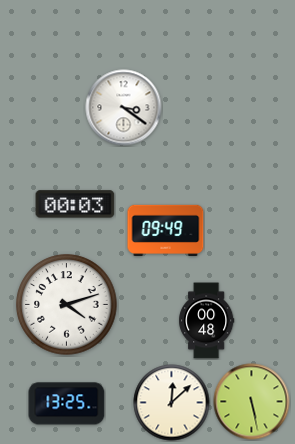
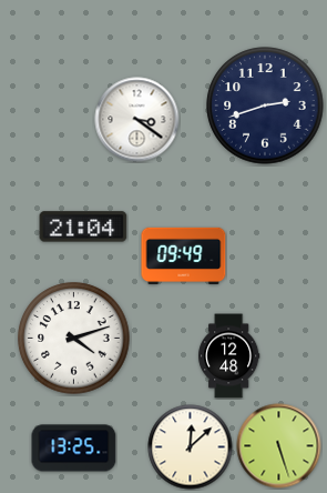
clock at (265, 105): none -> 2:42
clock at (75, 204): 00:03 -> 21:04
clock at (207, 321): 00:48 -> 12:48
clock at (252, 402): 5:28 -> 5:27
